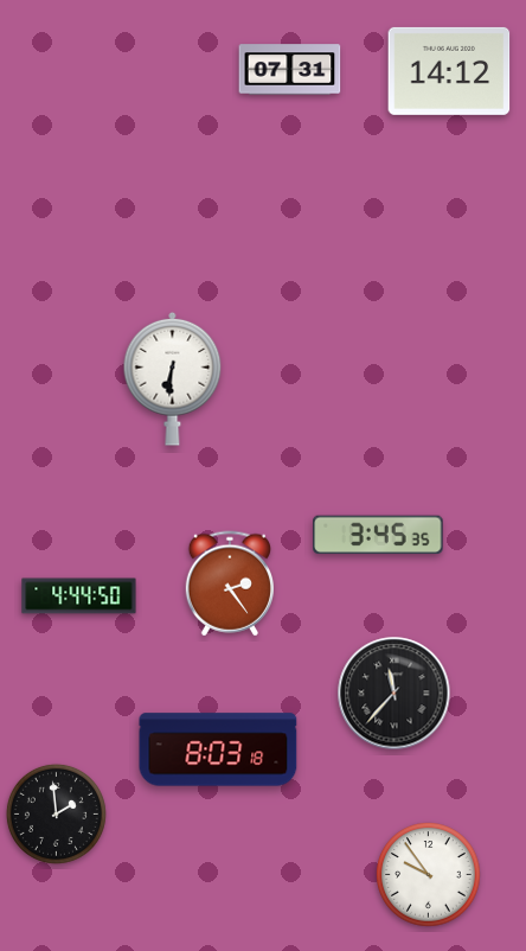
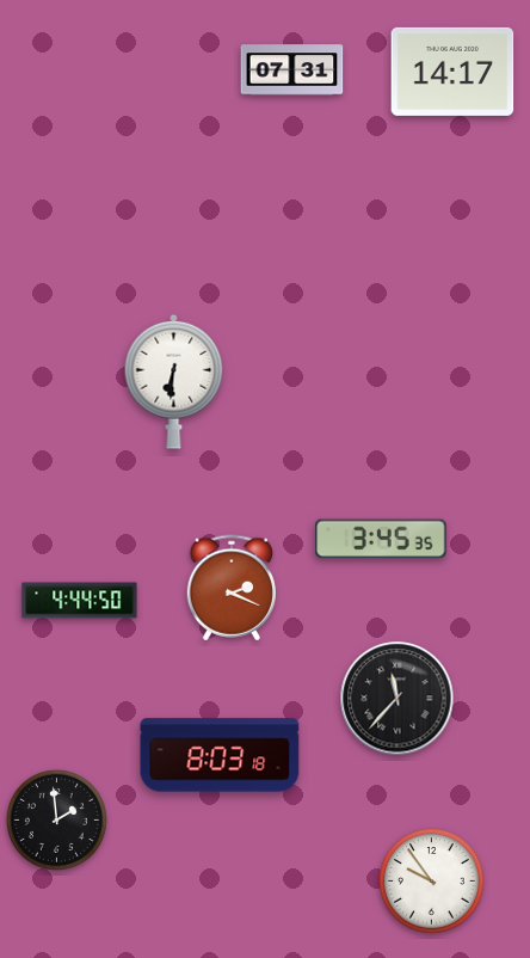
clock at (449, 71): 14:12 -> 14:17
clock at (229, 583): 2:24 -> 2:19
